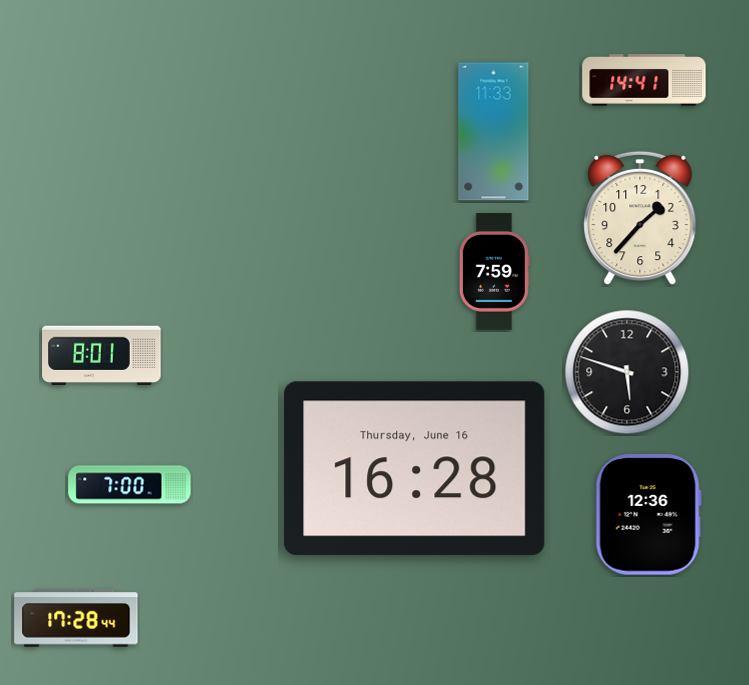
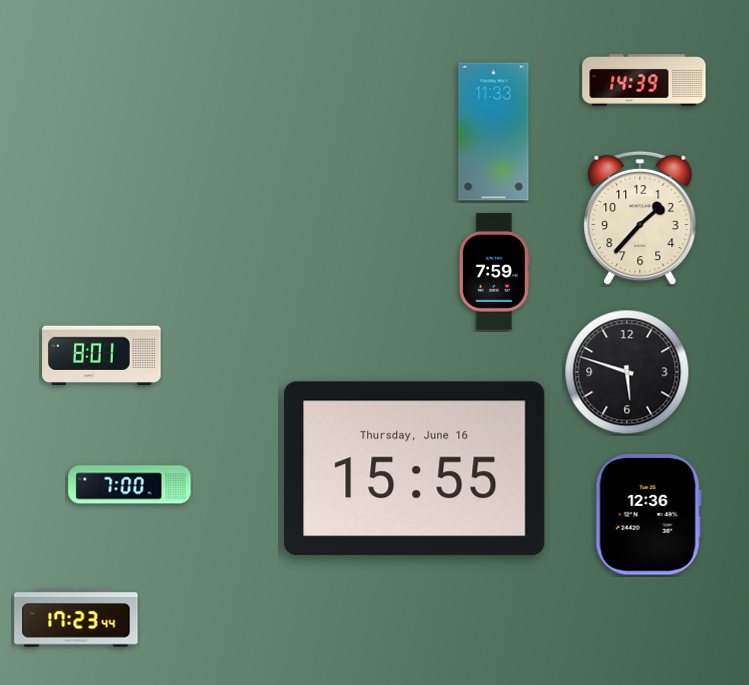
clock at (644, 80): 14:41 -> 14:39
clock at (415, 469): 16:28 -> 15:55
clock at (76, 618): 17:28 -> 17:23
